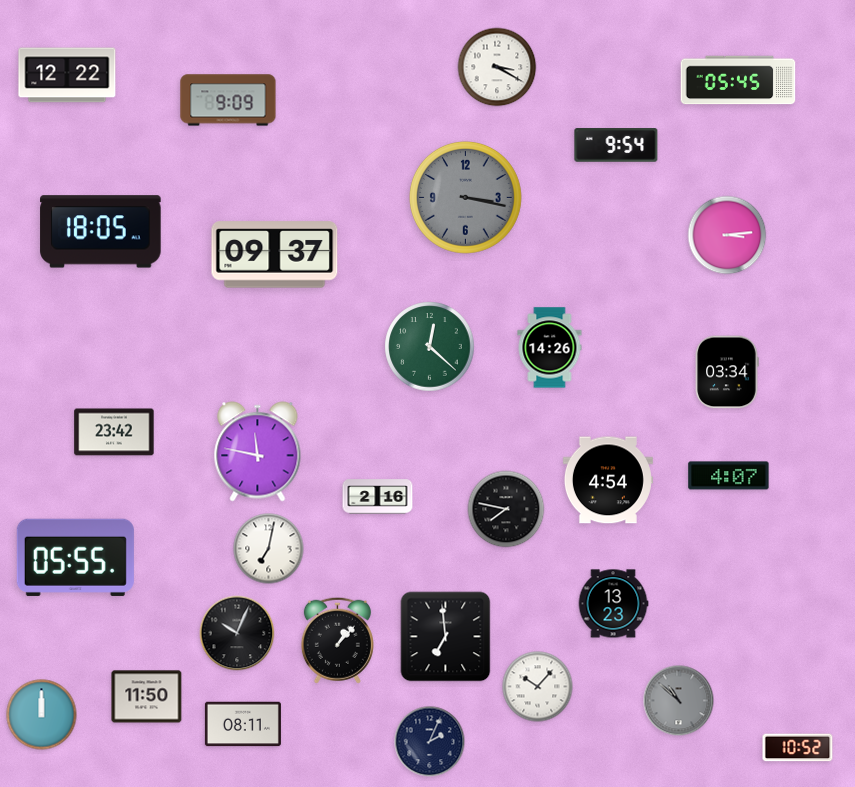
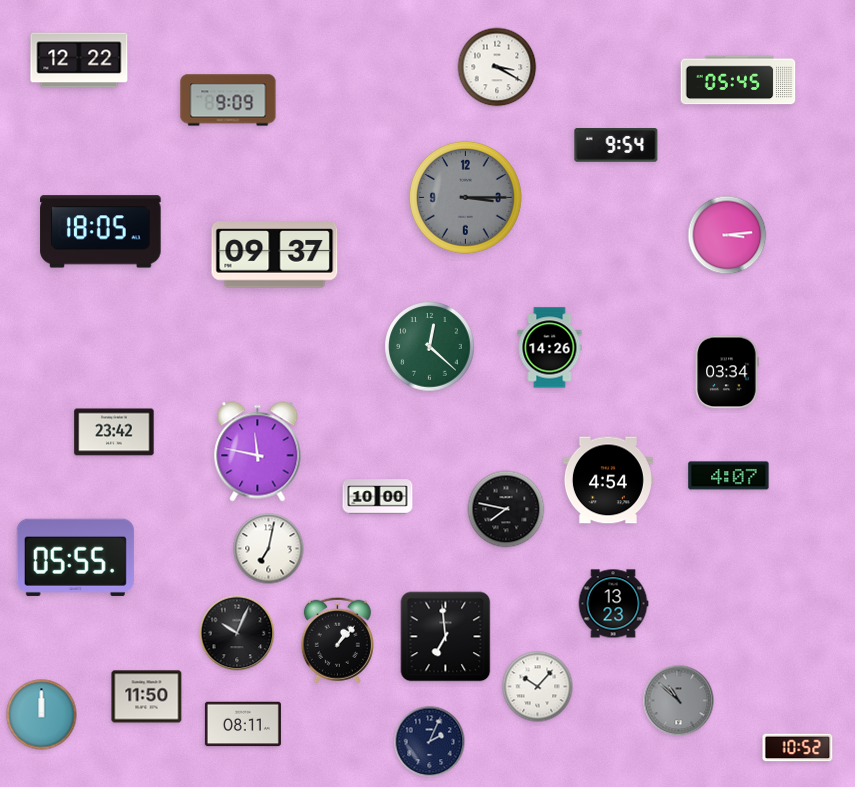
clock at (67, 75) position: (67, 75) -> (79, 60)
clock at (465, 197): 3:17 -> 3:15
clock at (378, 497): 2:16 -> 10:00
